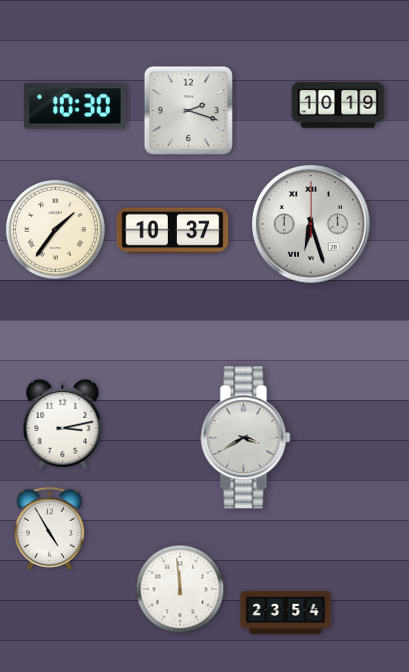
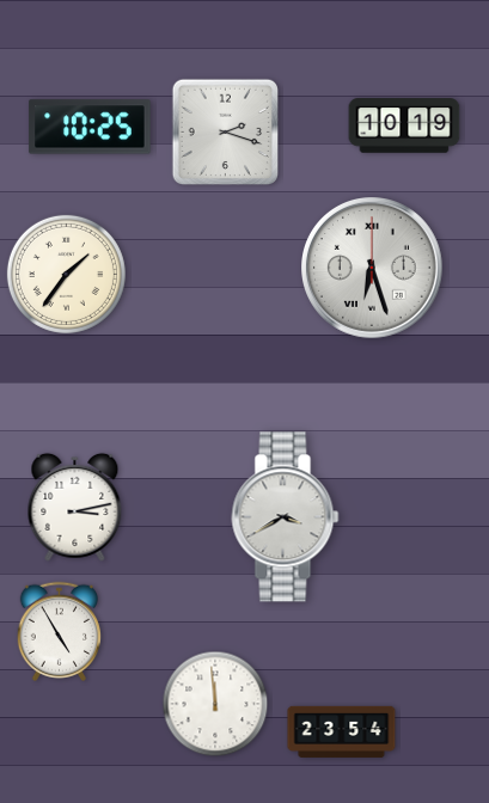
clock at (75, 106): 10:30 -> 10:25
clock at (173, 231): 10:37 -> none
clock at (246, 438) position: (246, 438) -> (286, 517)
